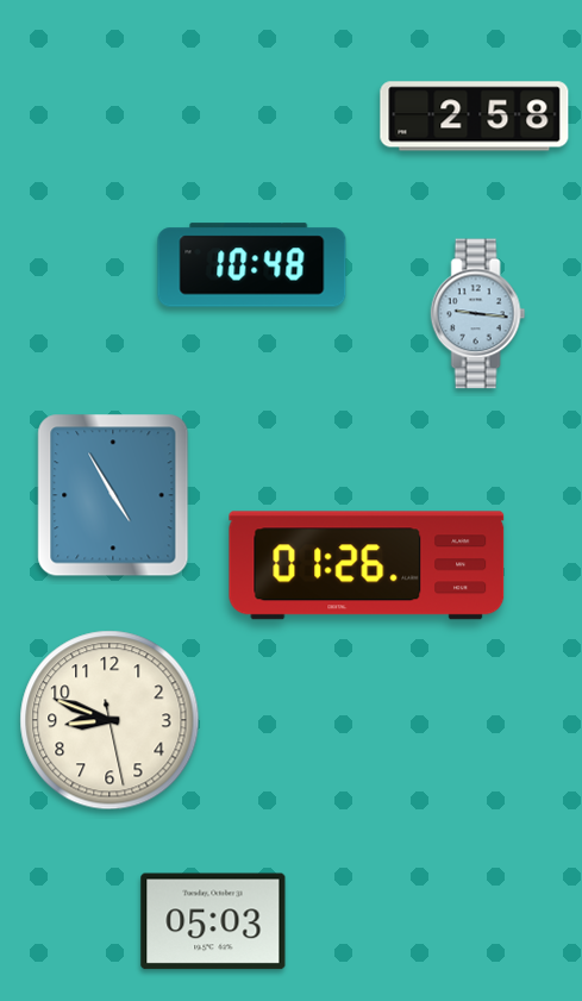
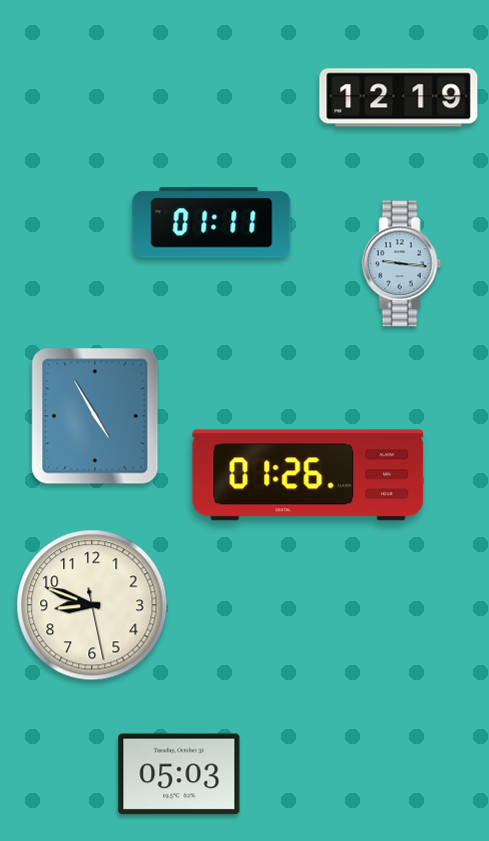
clock at (475, 117): 2:58 -> 12:19
clock at (252, 265): 10:48 -> 01:11
